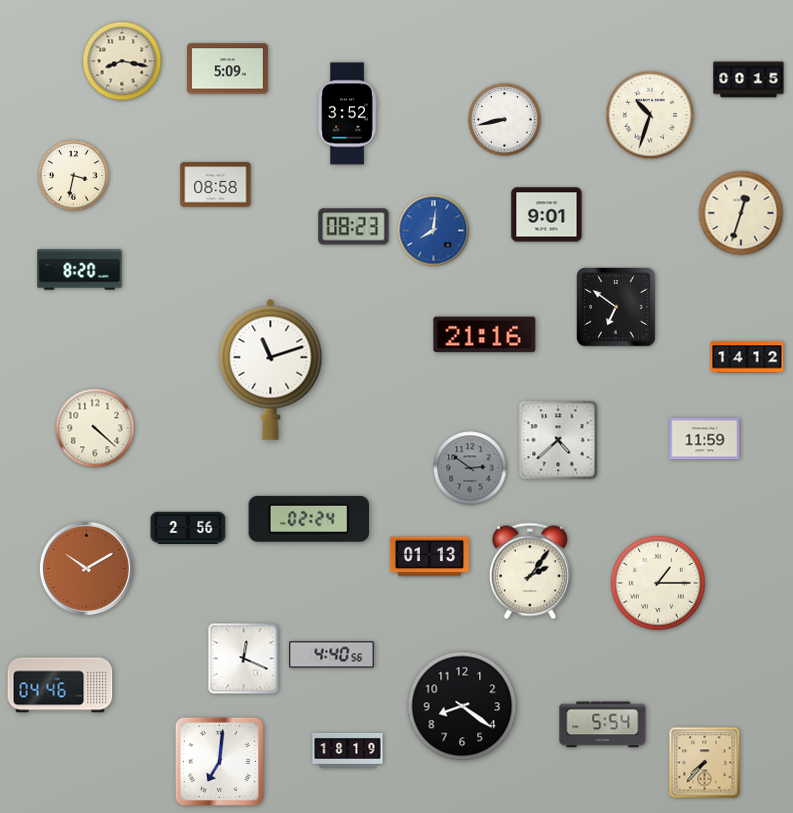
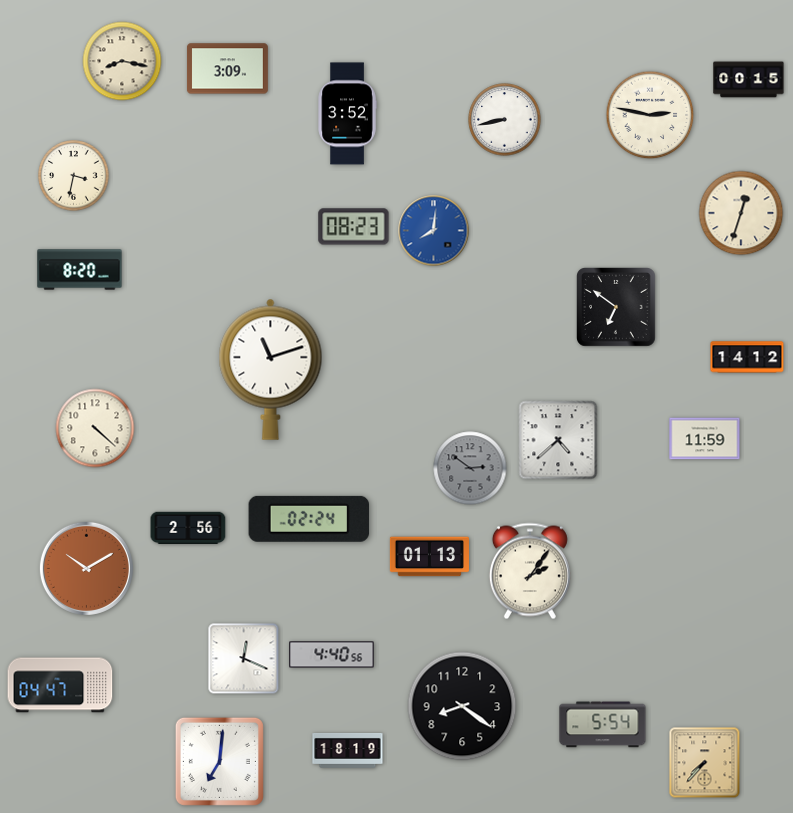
clock at (227, 69): 5:09 -> 3:09
clock at (650, 115): 10:33 -> 2:47
clock at (216, 185): 08:58 -> none
clock at (547, 215): 9:01 -> none
clock at (485, 335): 21:16 -> none
clock at (658, 583): 1:15 -> none
clock at (60, 685): 04:46 -> 04:47
